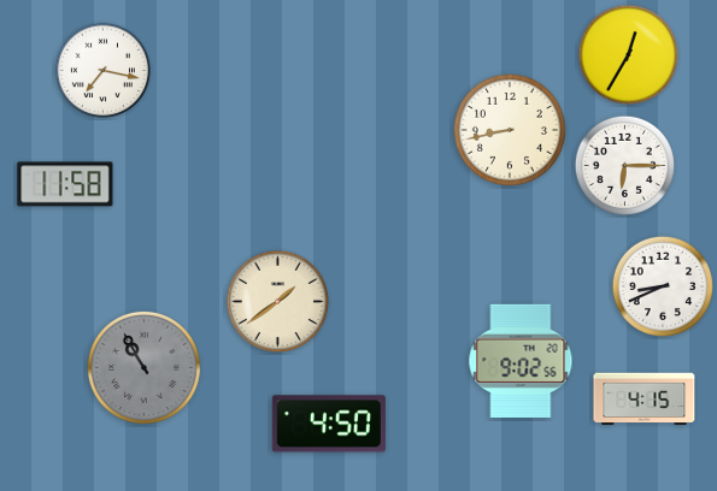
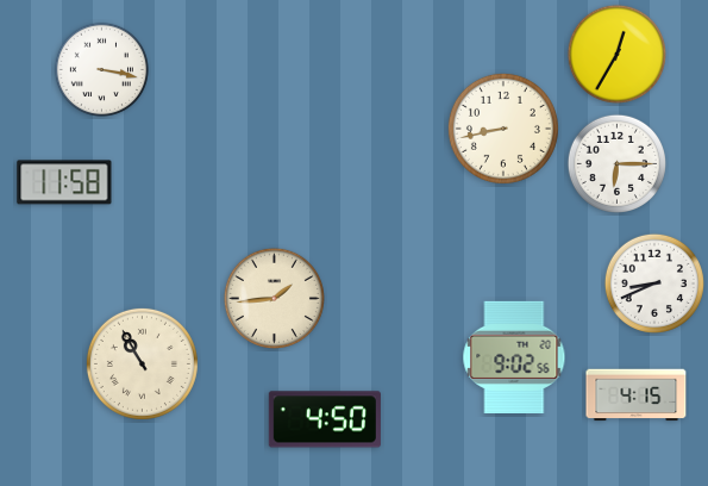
clock at (628, 54) position: (628, 54) -> (616, 54)
clock at (102, 70): 7:17 -> 3:17
clock at (277, 301): 1:39 -> 1:44
clock at (143, 367) dial: grey -> cream
